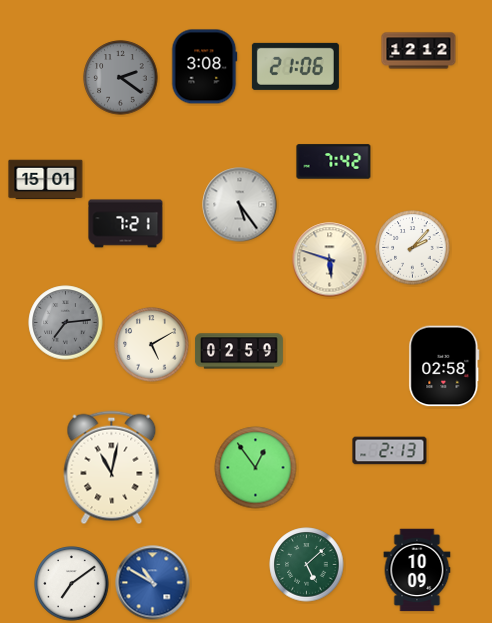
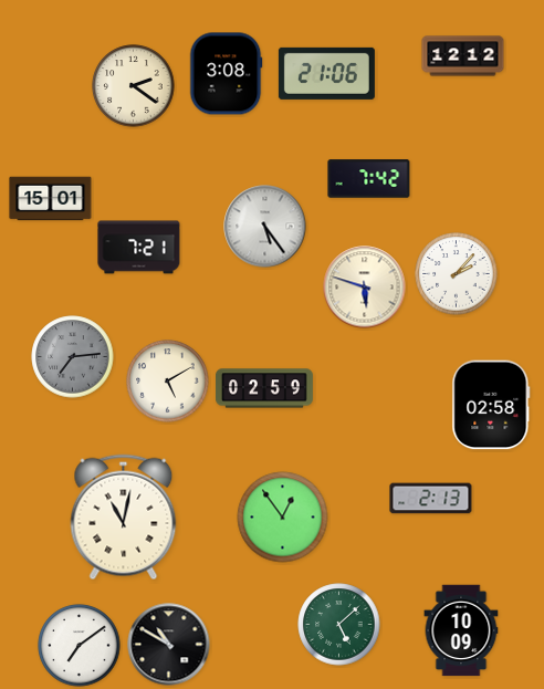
clock at (121, 78) dial: grey -> cream
clock at (153, 583) dial: blue -> black
